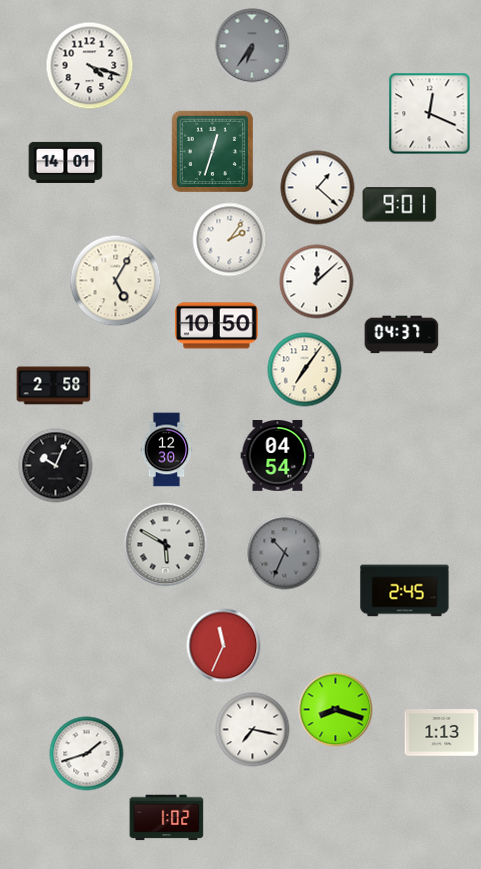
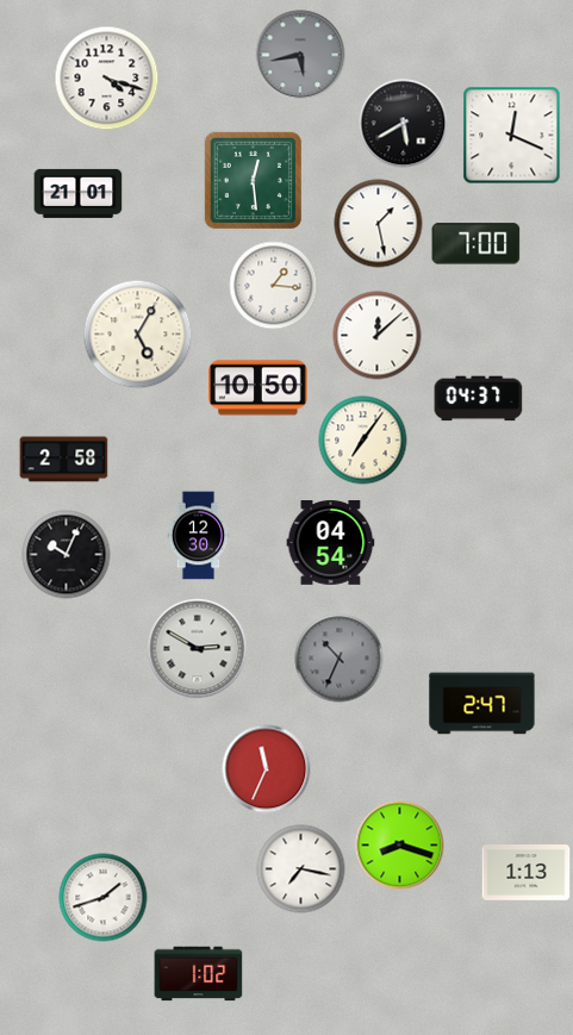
clock at (252, 46): 6:36 -> 5:43
clock at (404, 124): none -> 5:40
clock at (213, 152): 12:33 -> 12:29
clock at (66, 162): 14:01 -> 21:01
clock at (318, 188): 1:22 -> 1:28
clock at (400, 205): 9:01 -> 7:00
clock at (230, 240): 2:06 -> 1:16
clock at (166, 545): 5:50 -> 2:50
clock at (405, 591): 2:45 -> 2:47
